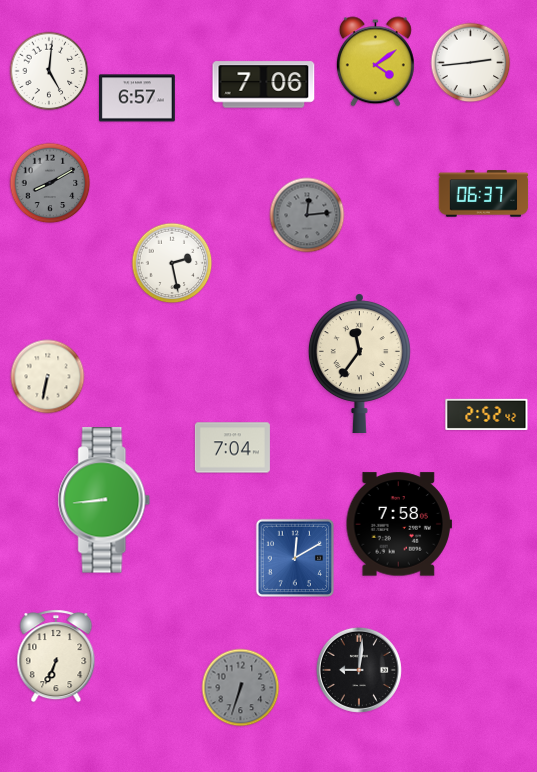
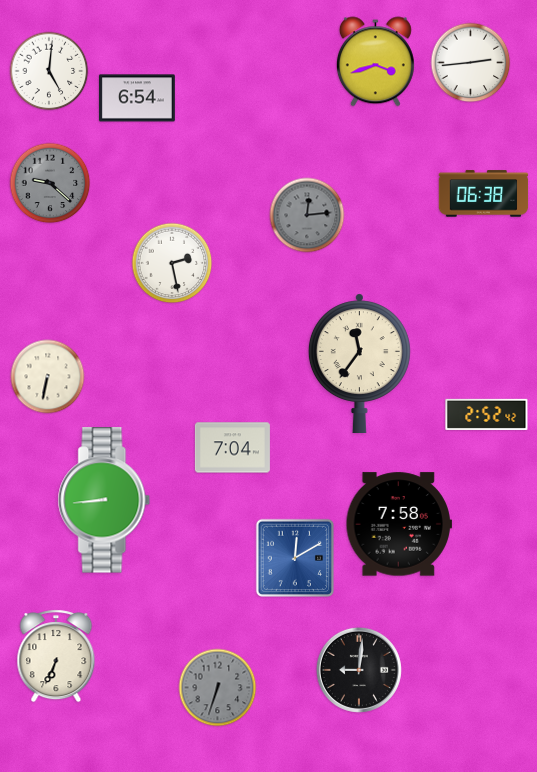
clock at (375, 62): 4:09 -> 3:42
clock at (264, 85): 7:06 -> none
clock at (137, 98): 6:57 -> 6:54
clock at (50, 183): 8:10 -> 9:22
clock at (484, 194): 06:37 -> 06:38
clock at (241, 688) position: (241, 688) -> (218, 688)
